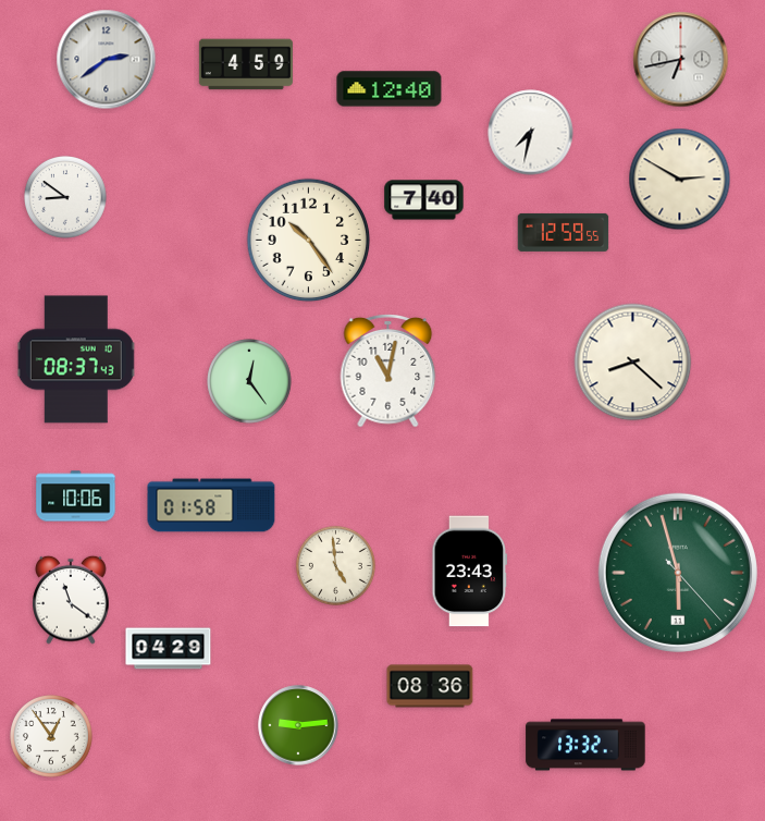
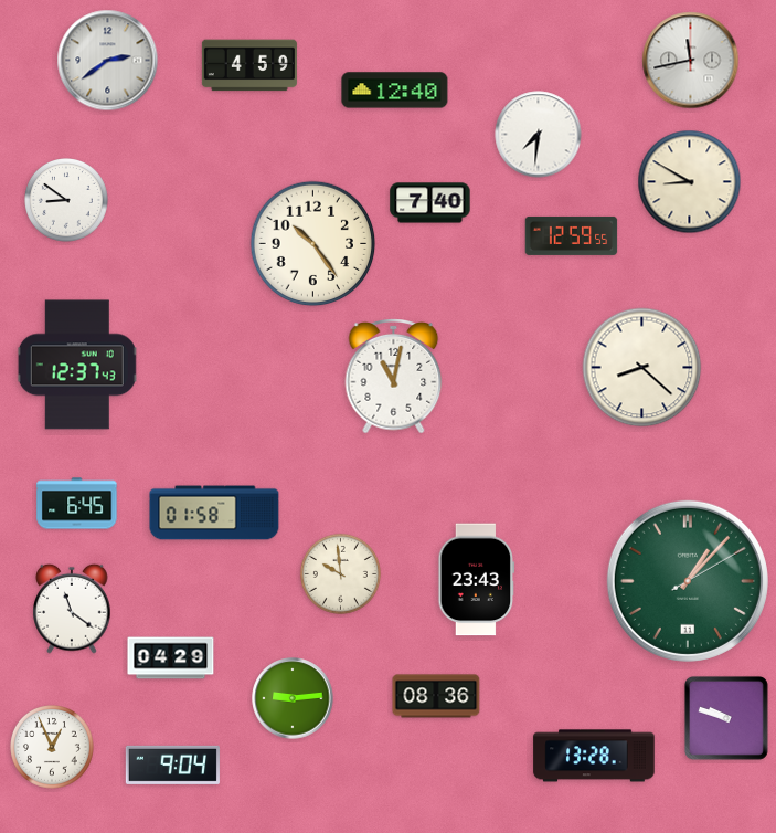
clock at (681, 60): 6:43 -> 11:43
clock at (531, 133): 7:32 -> 7:31
clock at (680, 180): 2:50 -> 8:50
clock at (76, 359): 08:37 -> 12:37
clock at (249, 381): 12:24 -> none
clock at (76, 497): 10:06 -> 6:45
clock at (335, 565): 4:59 -> 9:59
clock at (678, 573): 5:57 -> 1:07
clock at (726, 718): none -> 9:48
clock at (298, 725) position: (298, 725) -> (293, 698)
clock at (52, 737): 12:54 -> 12:56
clock at (585, 745): 13:32 -> 13:28
clock at (172, 765): none -> 9:04
